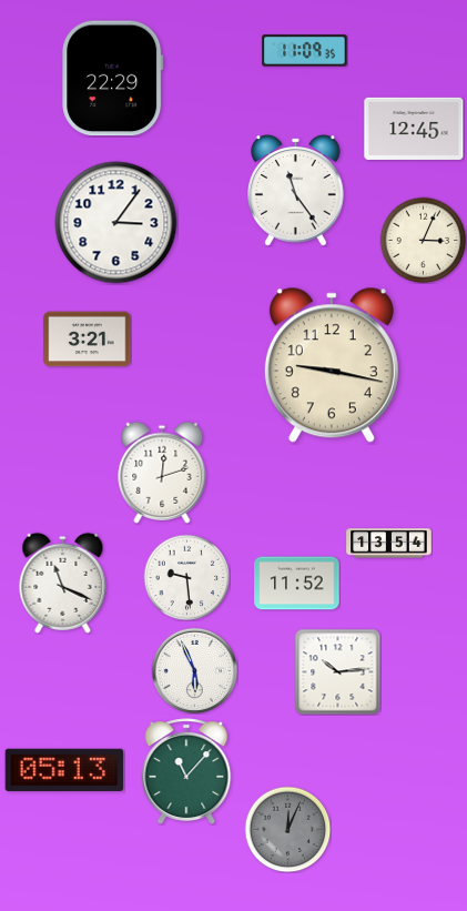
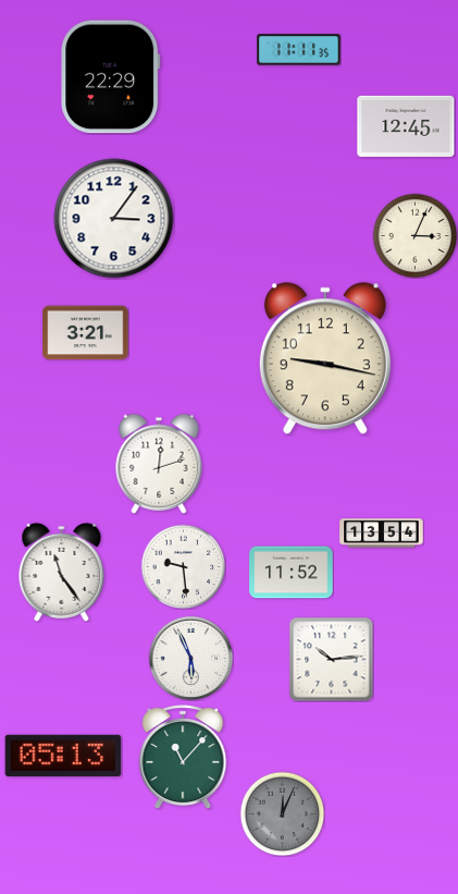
clock at (305, 51): 11:09 -> 11:11
clock at (296, 191): 11:24 -> none
clock at (63, 583): 11:19 -> 11:24
